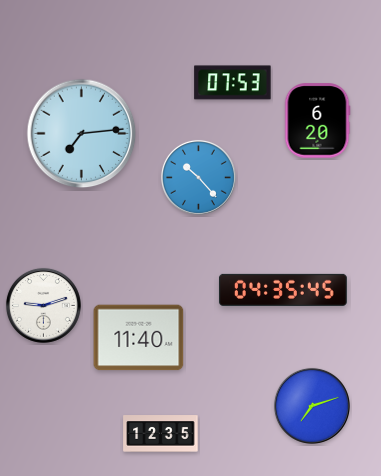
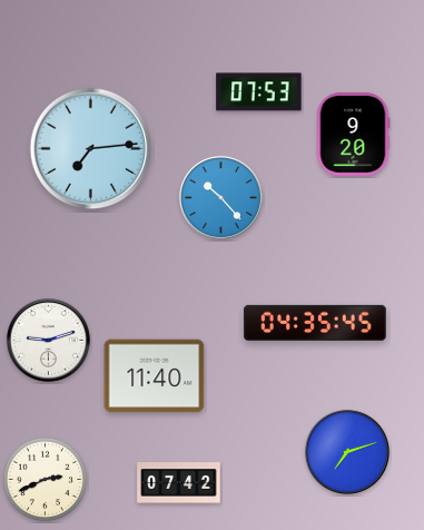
clock at (317, 121): 6:20 -> 9:20
clock at (46, 480): none -> 2:41
clock at (161, 434): 12:35 -> 07:42
